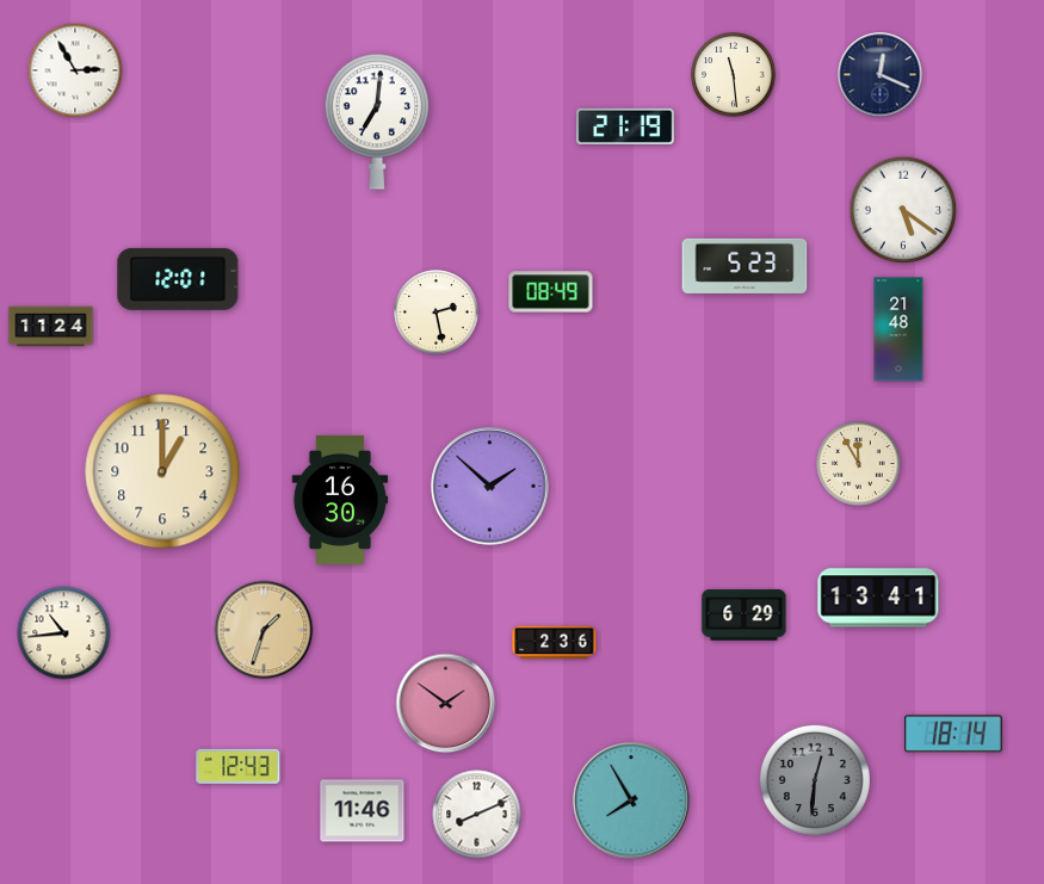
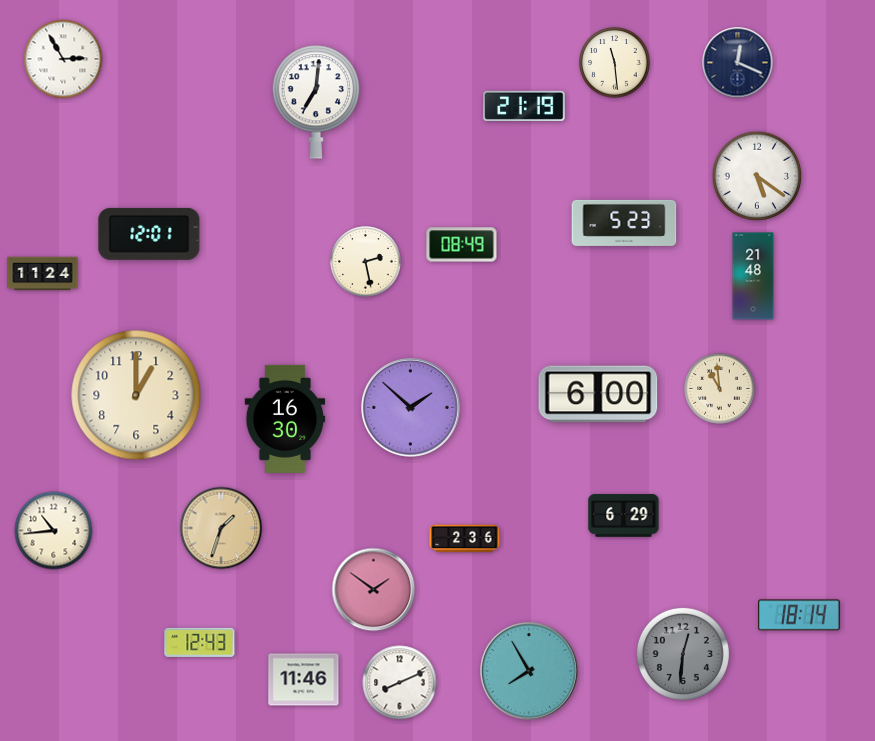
clock at (859, 464): 11:55 -> 10:59
clock at (598, 394): none -> 6:00
clock at (878, 598): 13:41 -> none
